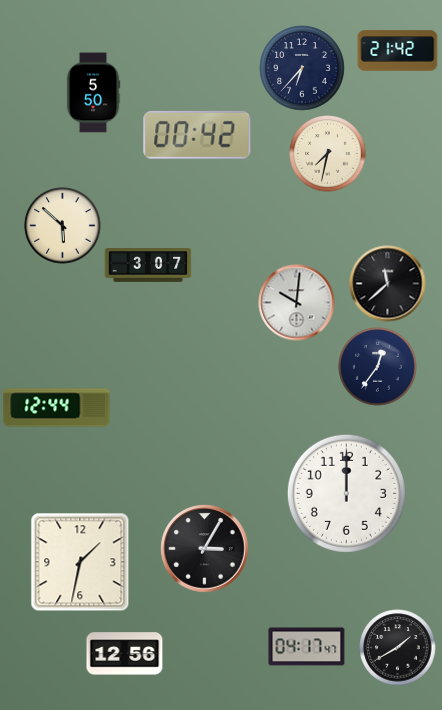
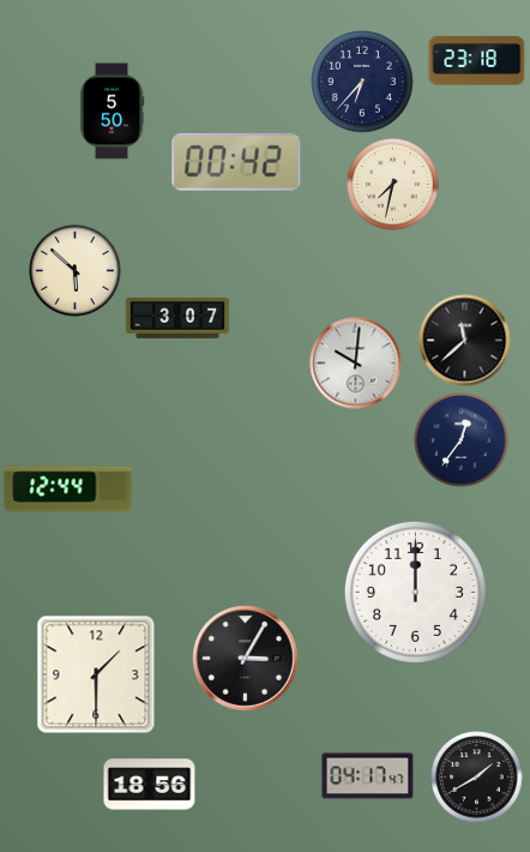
clock at (398, 51): 21:42 -> 23:18
clock at (378, 367) position: (378, 367) -> (462, 440)
clock at (80, 562): 1:32 -> 1:30
clock at (125, 654): 12:56 -> 18:56
